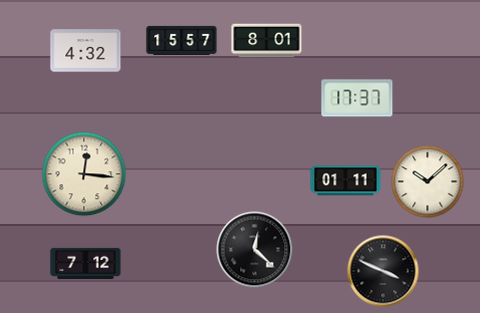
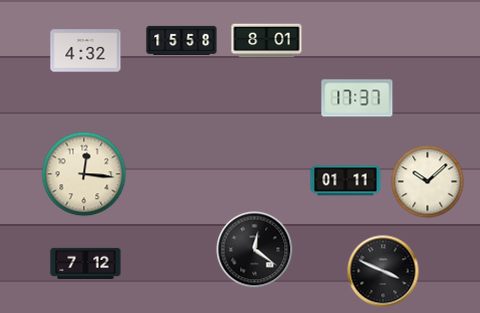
clock at (182, 40): 15:57 -> 15:58
clock at (255, 250): 12:22 -> 12:21
